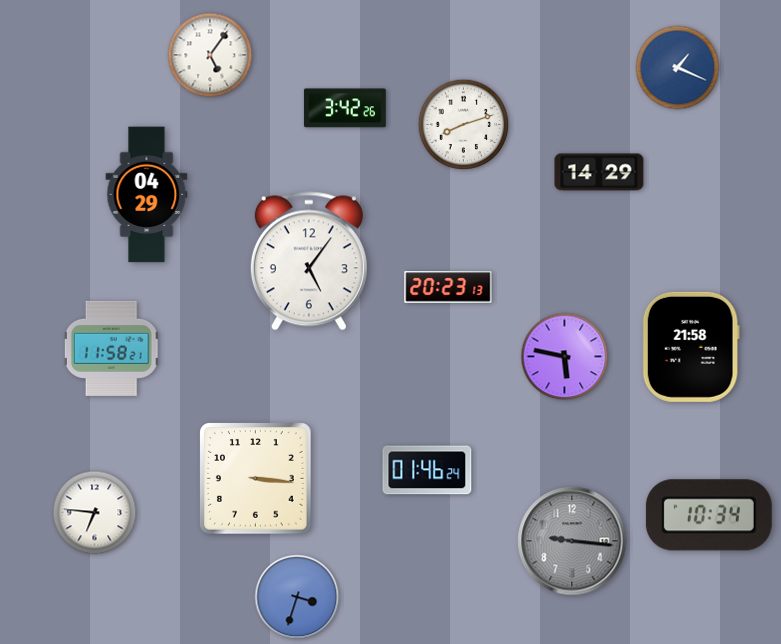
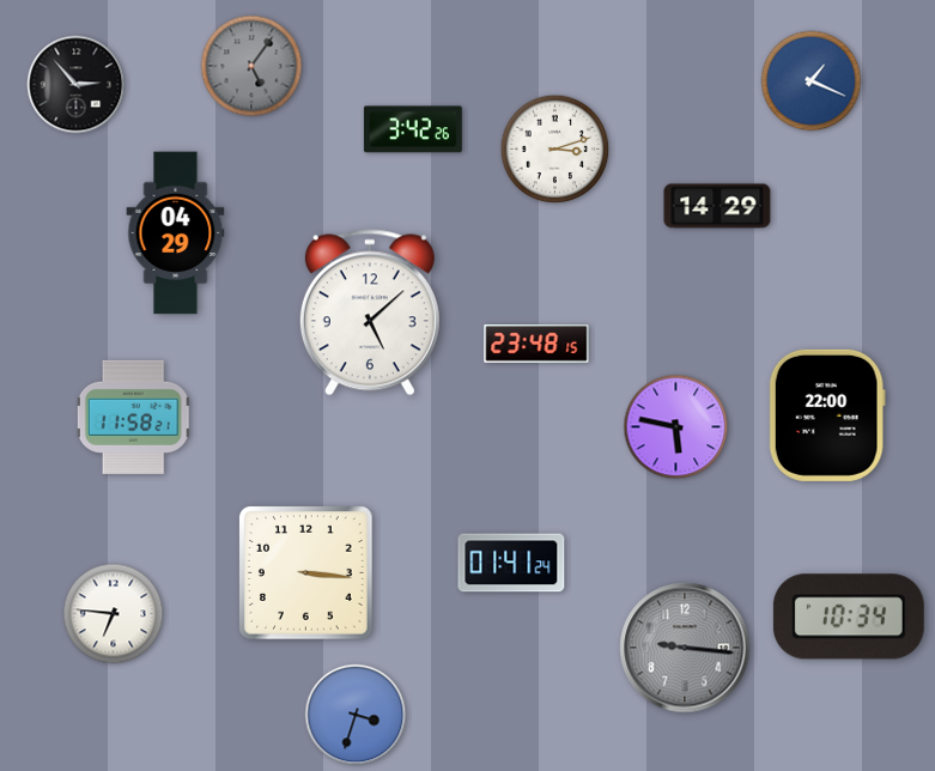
clock at (210, 55) dial: white -> grey
clock at (77, 85): none -> 2:53
clock at (464, 125): 8:12 -> 3:12
clock at (309, 261): 5:06 -> 5:08
clock at (448, 287): 20:23 -> 23:48
clock at (691, 347): 21:58 -> 22:00
clock at (427, 470): 01:46 -> 01:41
